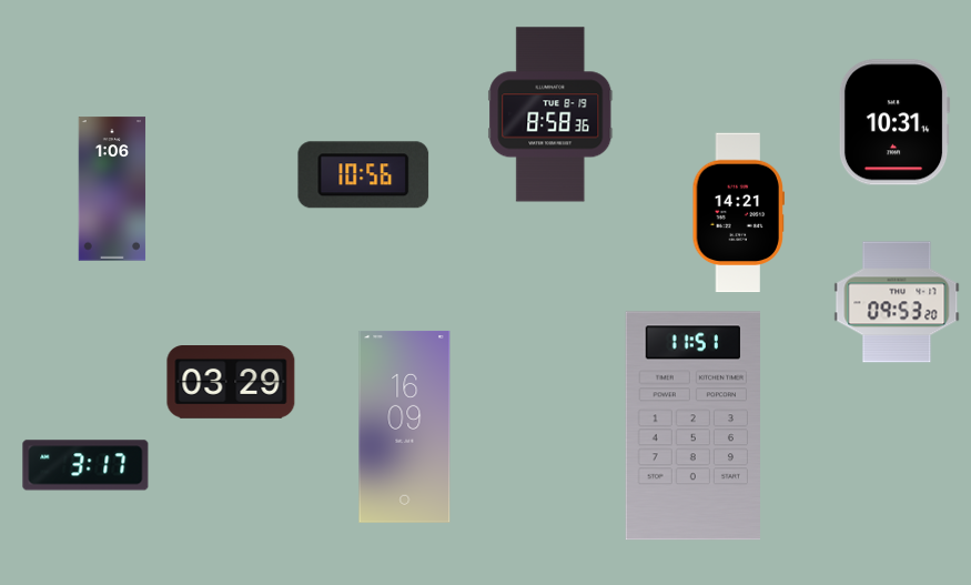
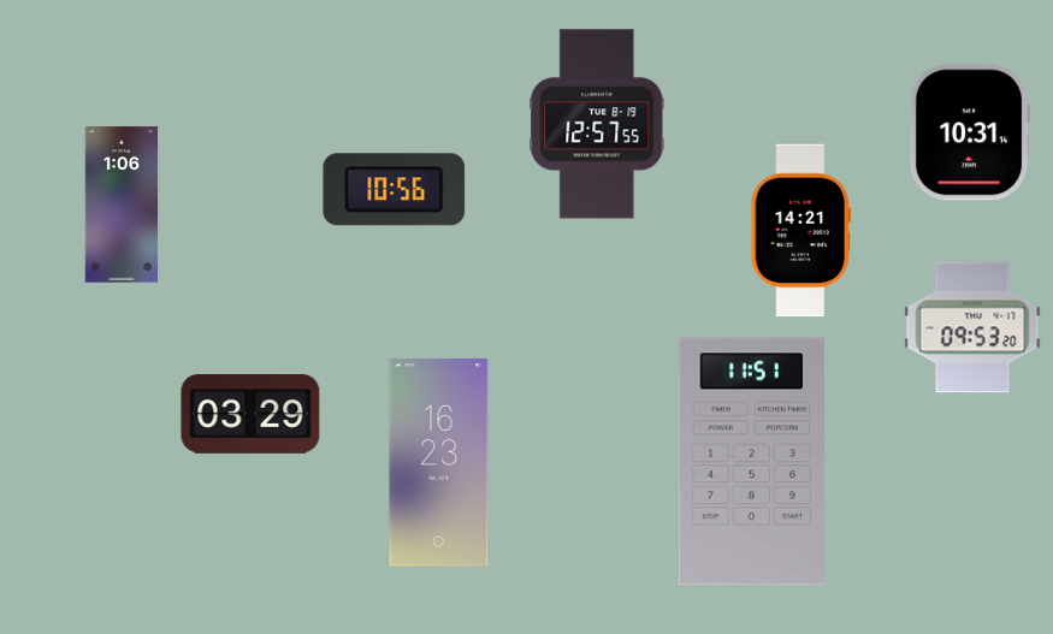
clock at (550, 114): 8:58 -> 12:57
clock at (405, 426): 16:09 -> 16:23
clock at (85, 465): 3:17 -> none
